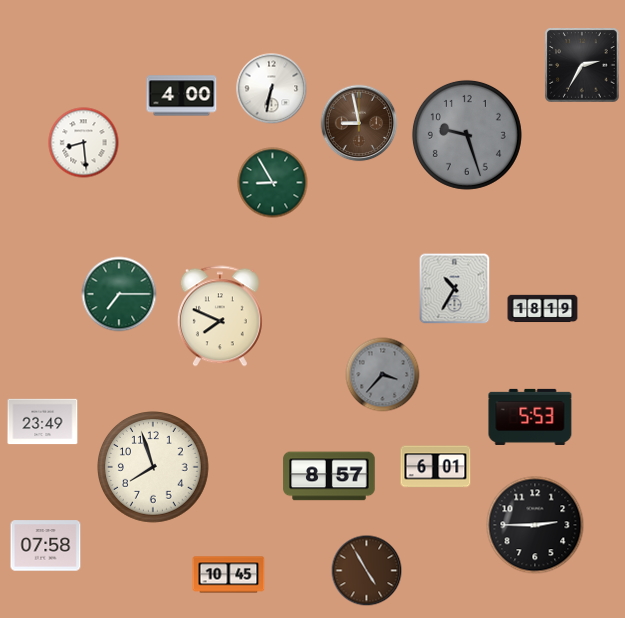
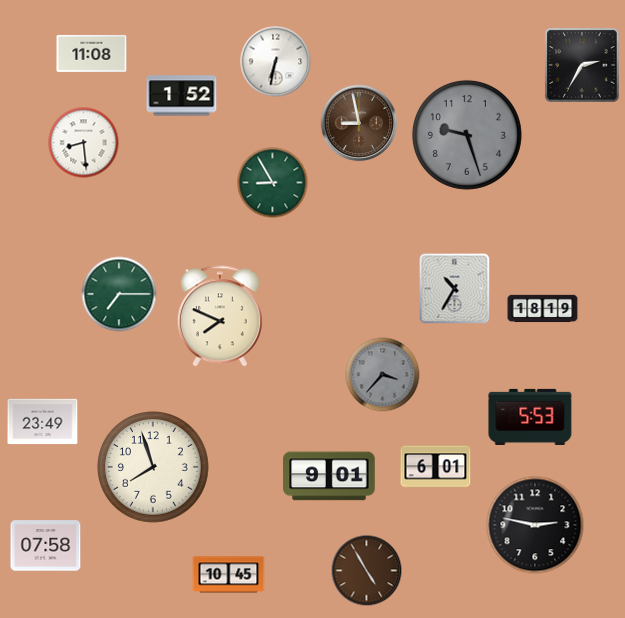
clock at (92, 53): none -> 11:08
clock at (272, 89) position: (272, 89) -> (276, 62)
clock at (182, 96): 4:00 -> 1:52
clock at (329, 476): 8:57 -> 9:01
clock at (535, 525): 2:45 -> 2:47
